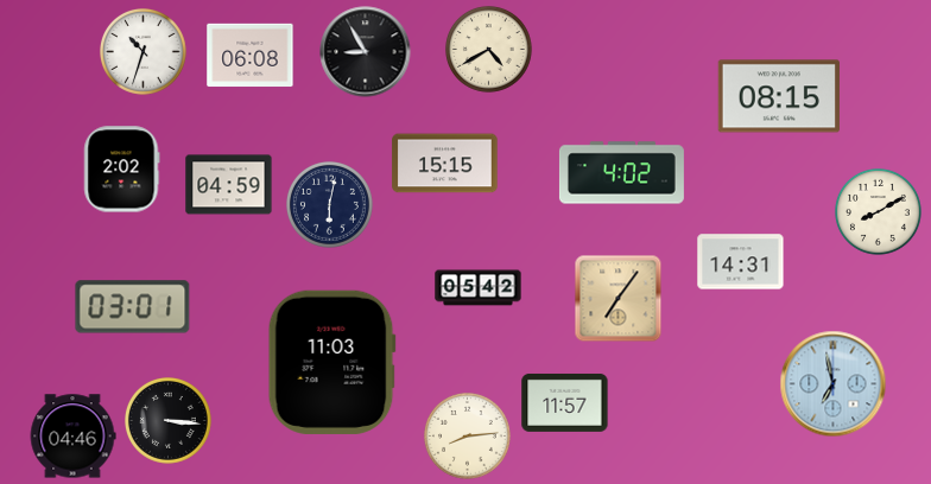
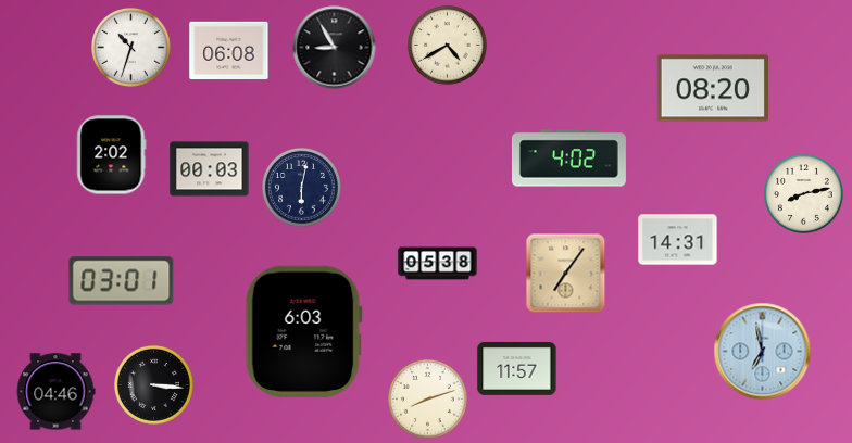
clock at (779, 96): 08:15 -> 08:20
clock at (445, 164): 15:15 -> none
clock at (229, 185): 04:59 -> 00:03
clock at (879, 212): 8:10 -> 8:13
clock at (479, 288): 05:42 -> 05:38
clock at (331, 362): 11:03 -> 6:03
clock at (72, 437) position: (72, 437) -> (55, 392)
clock at (468, 437): 8:14 -> 8:12
